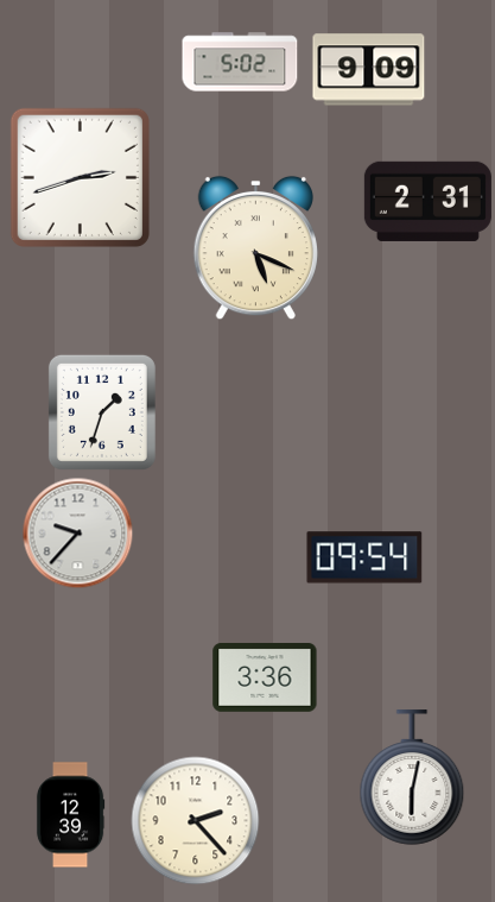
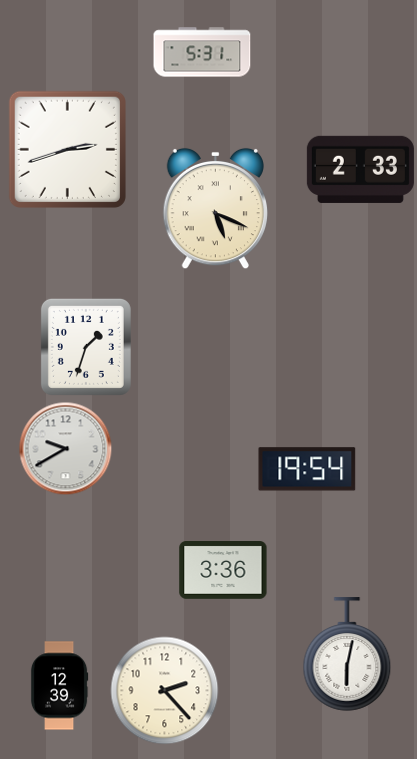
clock at (240, 62): 5:02 -> 5:31
clock at (369, 70): 9:09 -> none
clock at (427, 201): 2:31 -> 2:33
clock at (78, 534): 9:37 -> 9:40
clock at (364, 557): 09:54 -> 19:54
